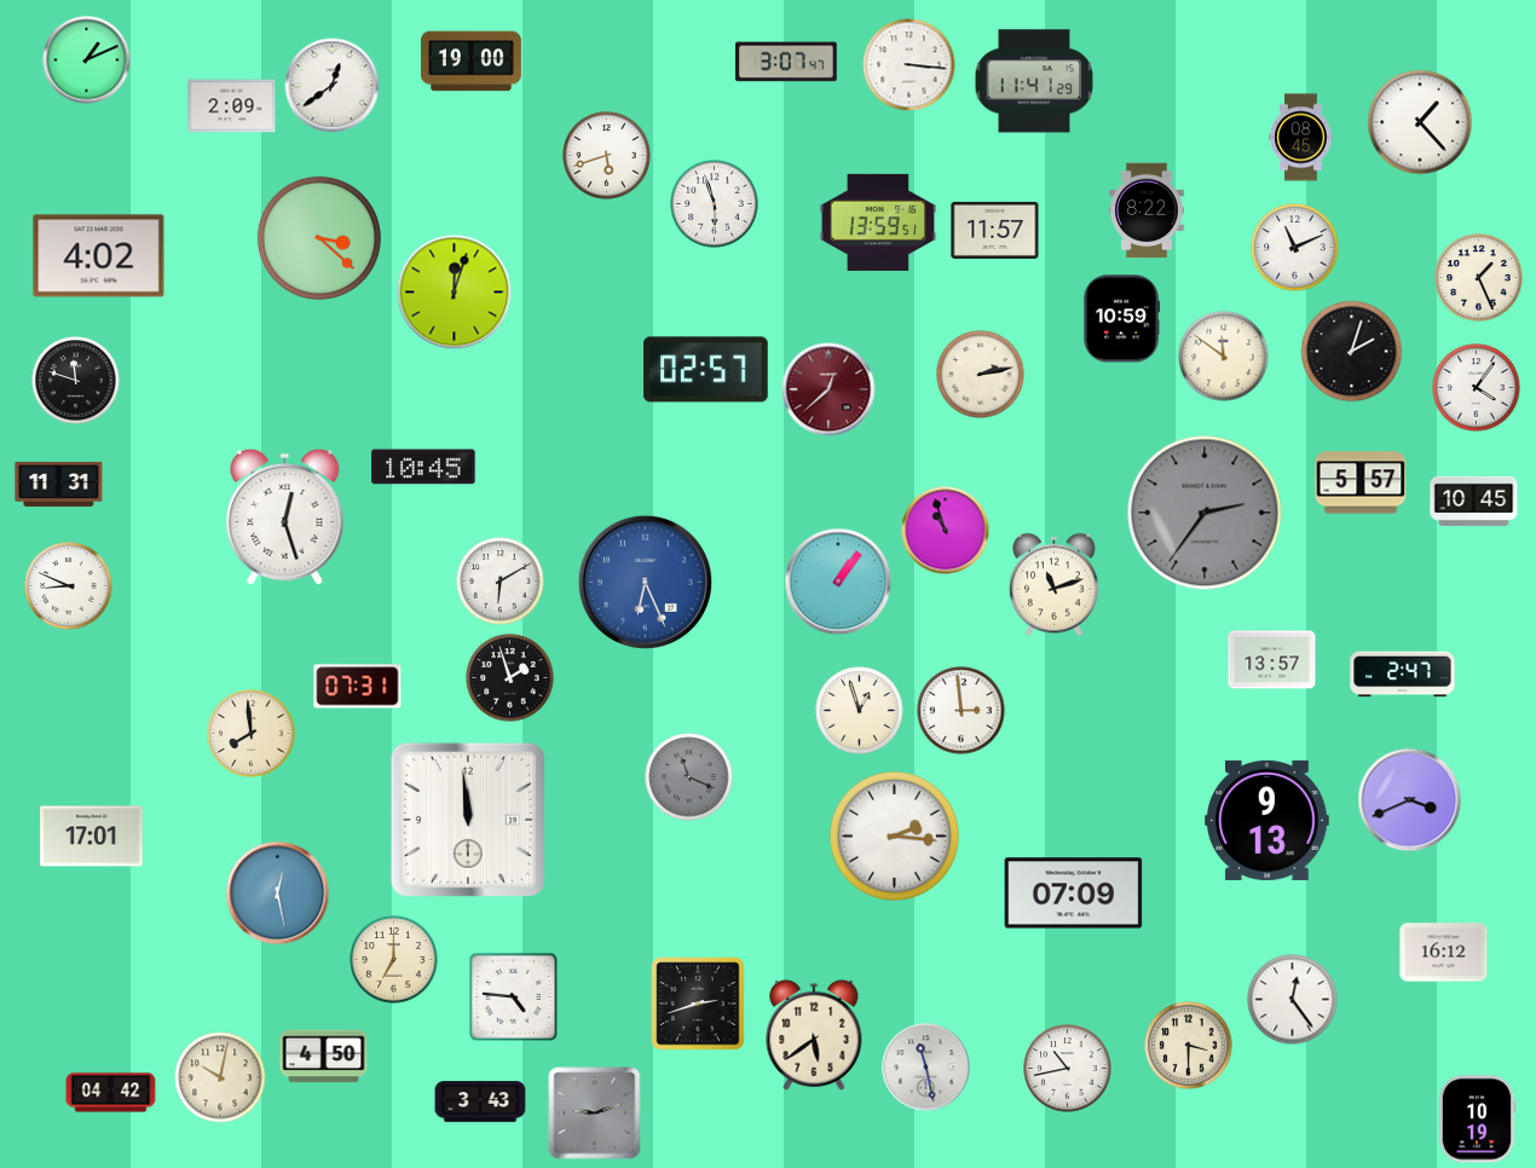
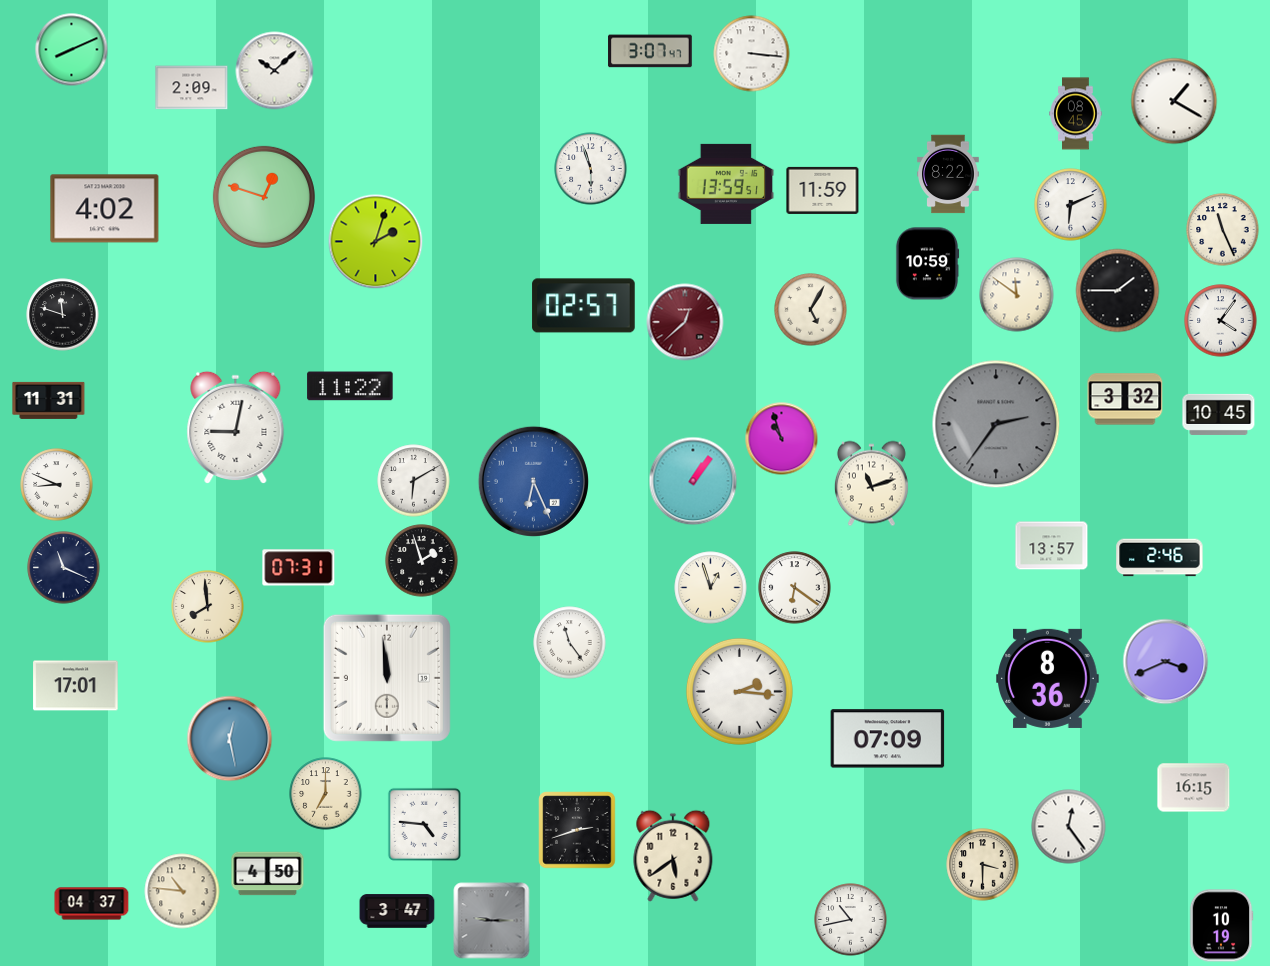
clock at (87, 60): 1:11 -> 8:11
clock at (470, 62): 19:00 -> none
clock at (1034, 81): 11:41 -> none
clock at (333, 86): 12:39 -> 10:08
clock at (1420, 122): 1:23 -> 1:20
clock at (607, 156): 5:42 -> none
clock at (995, 230): 11:57 -> 11:59
clock at (319, 238): 3:22 -> 12:48
clock at (1295, 248): 11:11 -> 6:11
clock at (99, 256) position: (99, 256) -> (105, 209)
clock at (1479, 278): 1:26 -> 11:26
clock at (455, 293): 12:03 -> 2:03
clock at (1352, 352): 2:03 -> 1:45
clock at (1224, 357) position: (1224, 357) -> (1017, 295)
clock at (981, 375): 2:13 -> 5:05
clock at (423, 467): 10:45 -> 11:22
clock at (1361, 482): 5:57 -> 3:32
clock at (285, 517): 12:27 -> 9:02
clock at (1403, 675): 2:47 -> 2:46
clock at (64, 568): none -> 11:19
clock at (358, 687) position: (358, 687) -> (299, 568)
clock at (962, 711): 2:59 -> 6:21
clock at (689, 777): 11:19 -> 11:24
clock at (689, 777) dial: grey -> white
clock at (1268, 820): 9:13 -> 8:36
clock at (92, 837) position: (92, 837) -> (76, 686)
clock at (1444, 953): 16:12 -> 16:15
clock at (926, 1068): 11:28 -> none
clock at (1068, 1069) position: (1068, 1069) -> (851, 920)
clock at (220, 1077): 10:02 -> 10:46
clock at (111, 1093): 04:42 -> 04:37
clock at (480, 1101): 3:43 -> 3:47
clock at (595, 1114): 9:12 -> 9:15
